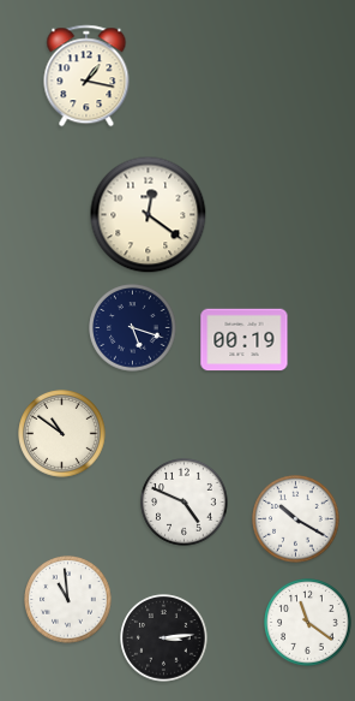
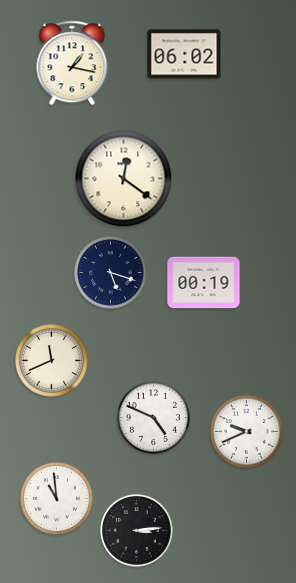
clock at (184, 54): none -> 06:02
clock at (62, 434): 10:51 -> 11:41
clock at (296, 519): 10:20 -> 9:41
clock at (308, 623): 11:21 -> none
